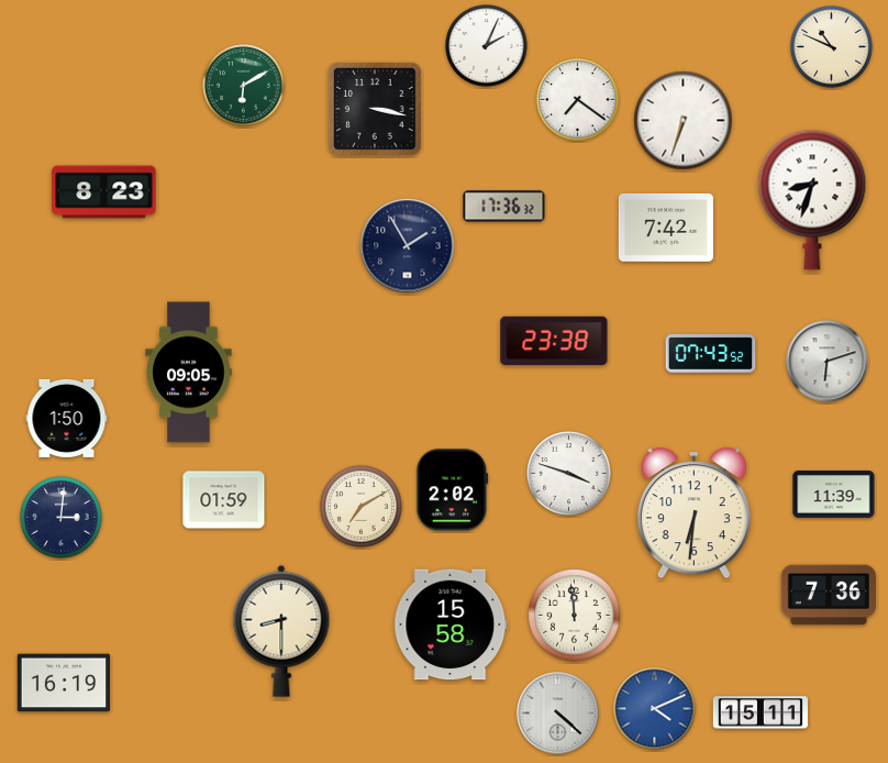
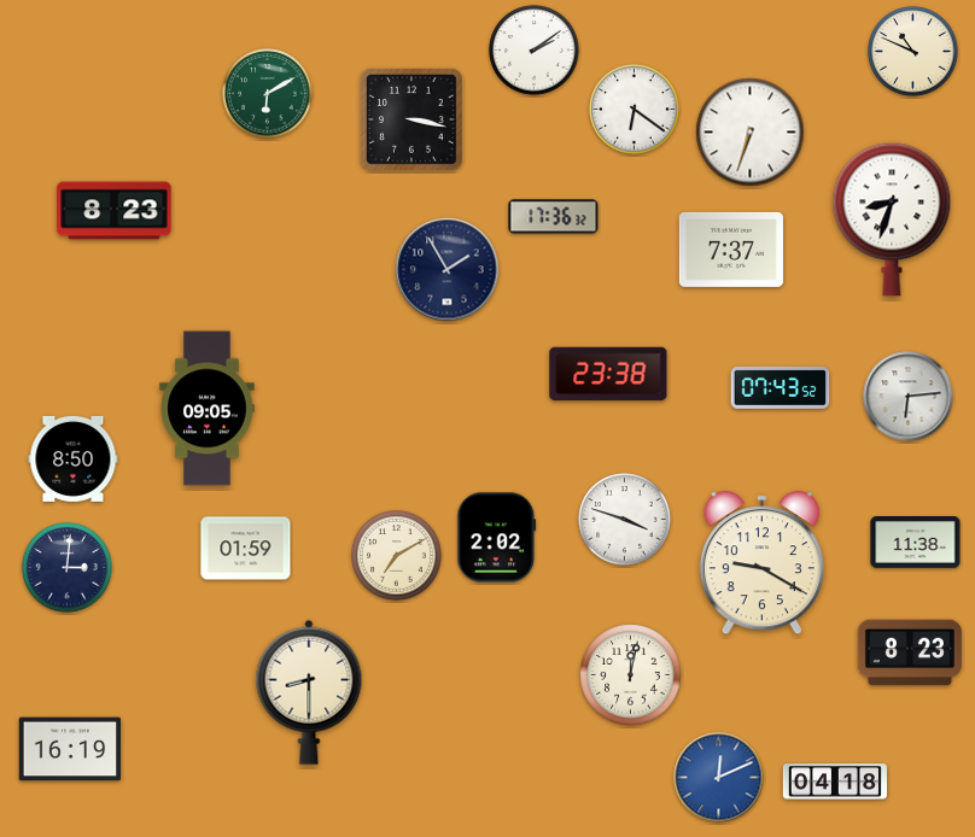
clock at (487, 46): 2:04 -> 2:09
clock at (578, 100): 7:21 -> 6:21
clock at (504, 207) position: (504, 207) -> (554, 217)
clock at (666, 228): 7:42 -> 7:37
clock at (828, 362): 6:12 -> 6:14
clock at (67, 418): 1:50 -> 8:50
clock at (834, 495): 11:39 -> 11:38
clock at (693, 513): 6:31 -> 9:20
clock at (829, 595): 7:36 -> 8:23
clock at (575, 616): 11:59 -> 12:02
clock at (451, 624): 15:58 -> none
clock at (655, 709): 4:11 -> 12:11
clock at (761, 712): 15:11 -> 04:18
clock at (558, 714): 4:22 -> none
